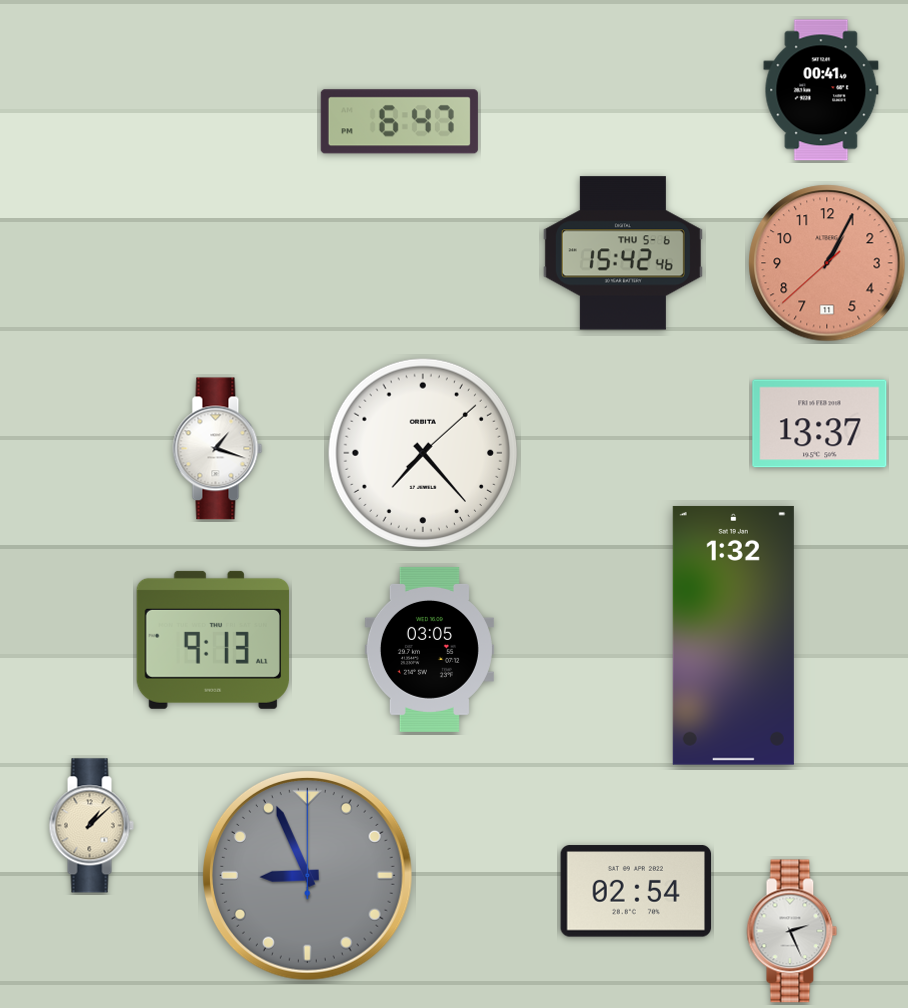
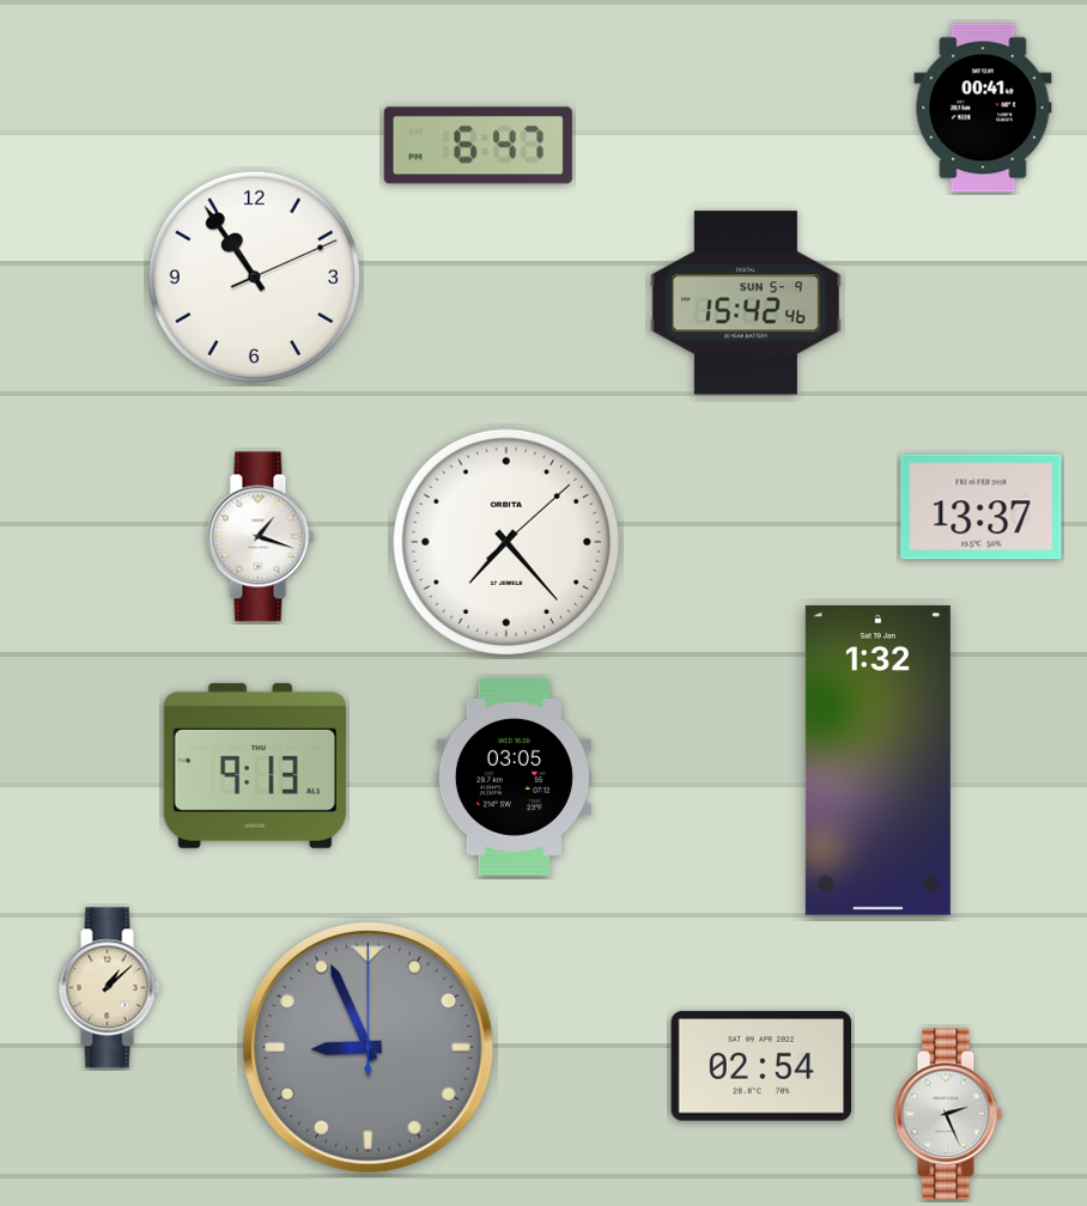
clock at (254, 276): none -> 10:54
clock at (623, 253) date: THU 5-6 -> SUN 5-9
clock at (827, 263): 1:04 -> none
